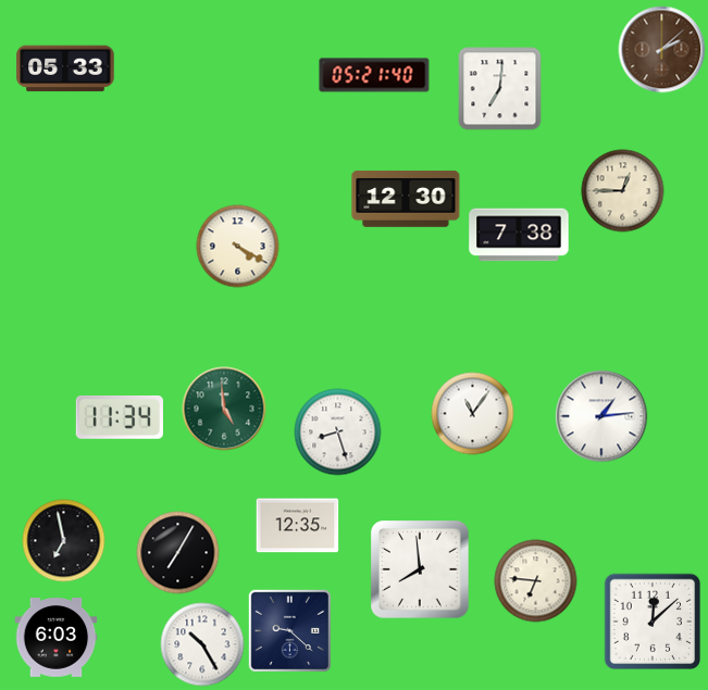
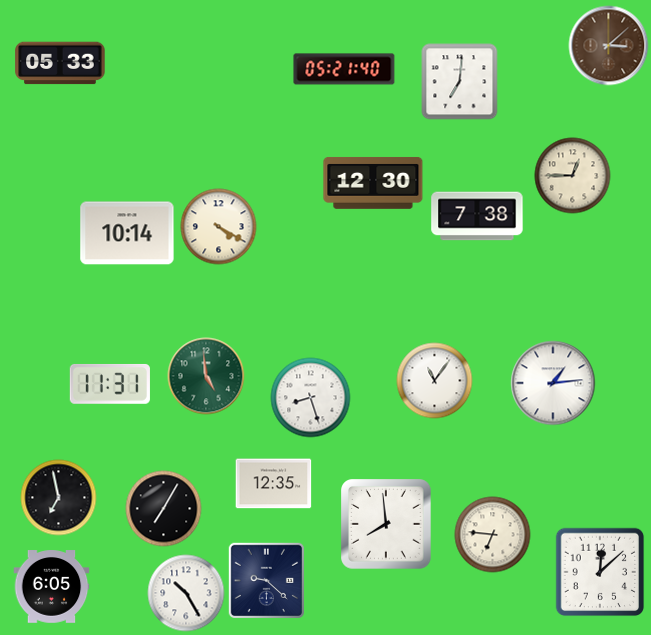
clock at (662, 50): 2:08 -> 3:08
clock at (127, 233): none -> 10:14
clock at (120, 417): 11:34 -> 11:31
clock at (57, 638): 6:03 -> 6:05
